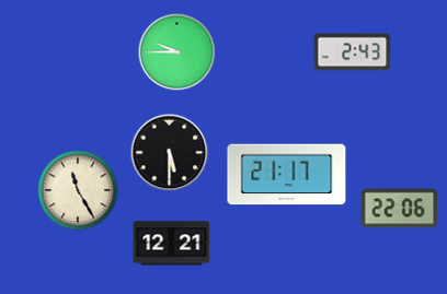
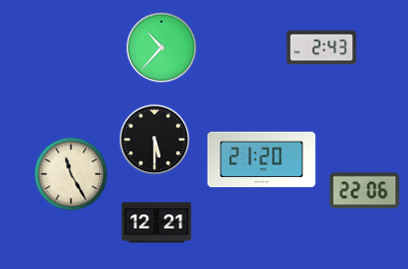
clock at (177, 52): 9:45 -> 10:37
clock at (287, 175): 21:17 -> 21:20
